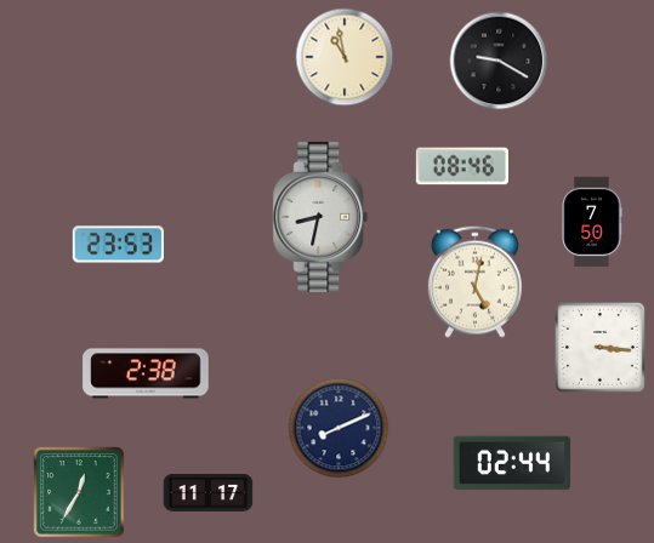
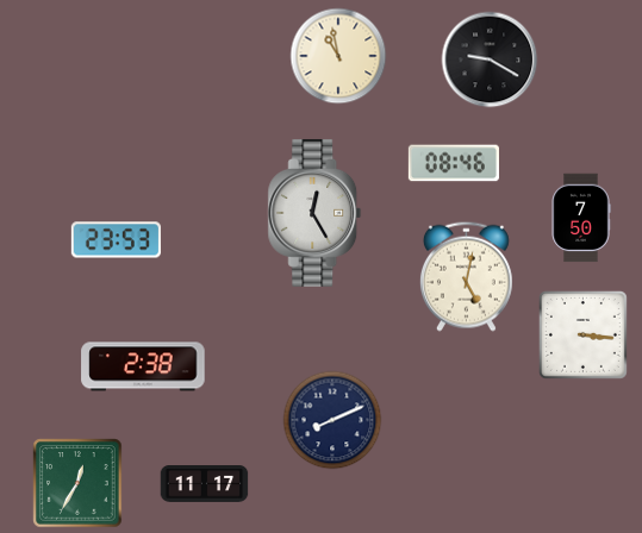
clock at (320, 217): 8:32 -> 12:25
clock at (599, 347) position: (599, 347) -> (582, 334)
clock at (512, 463): 02:44 -> none
